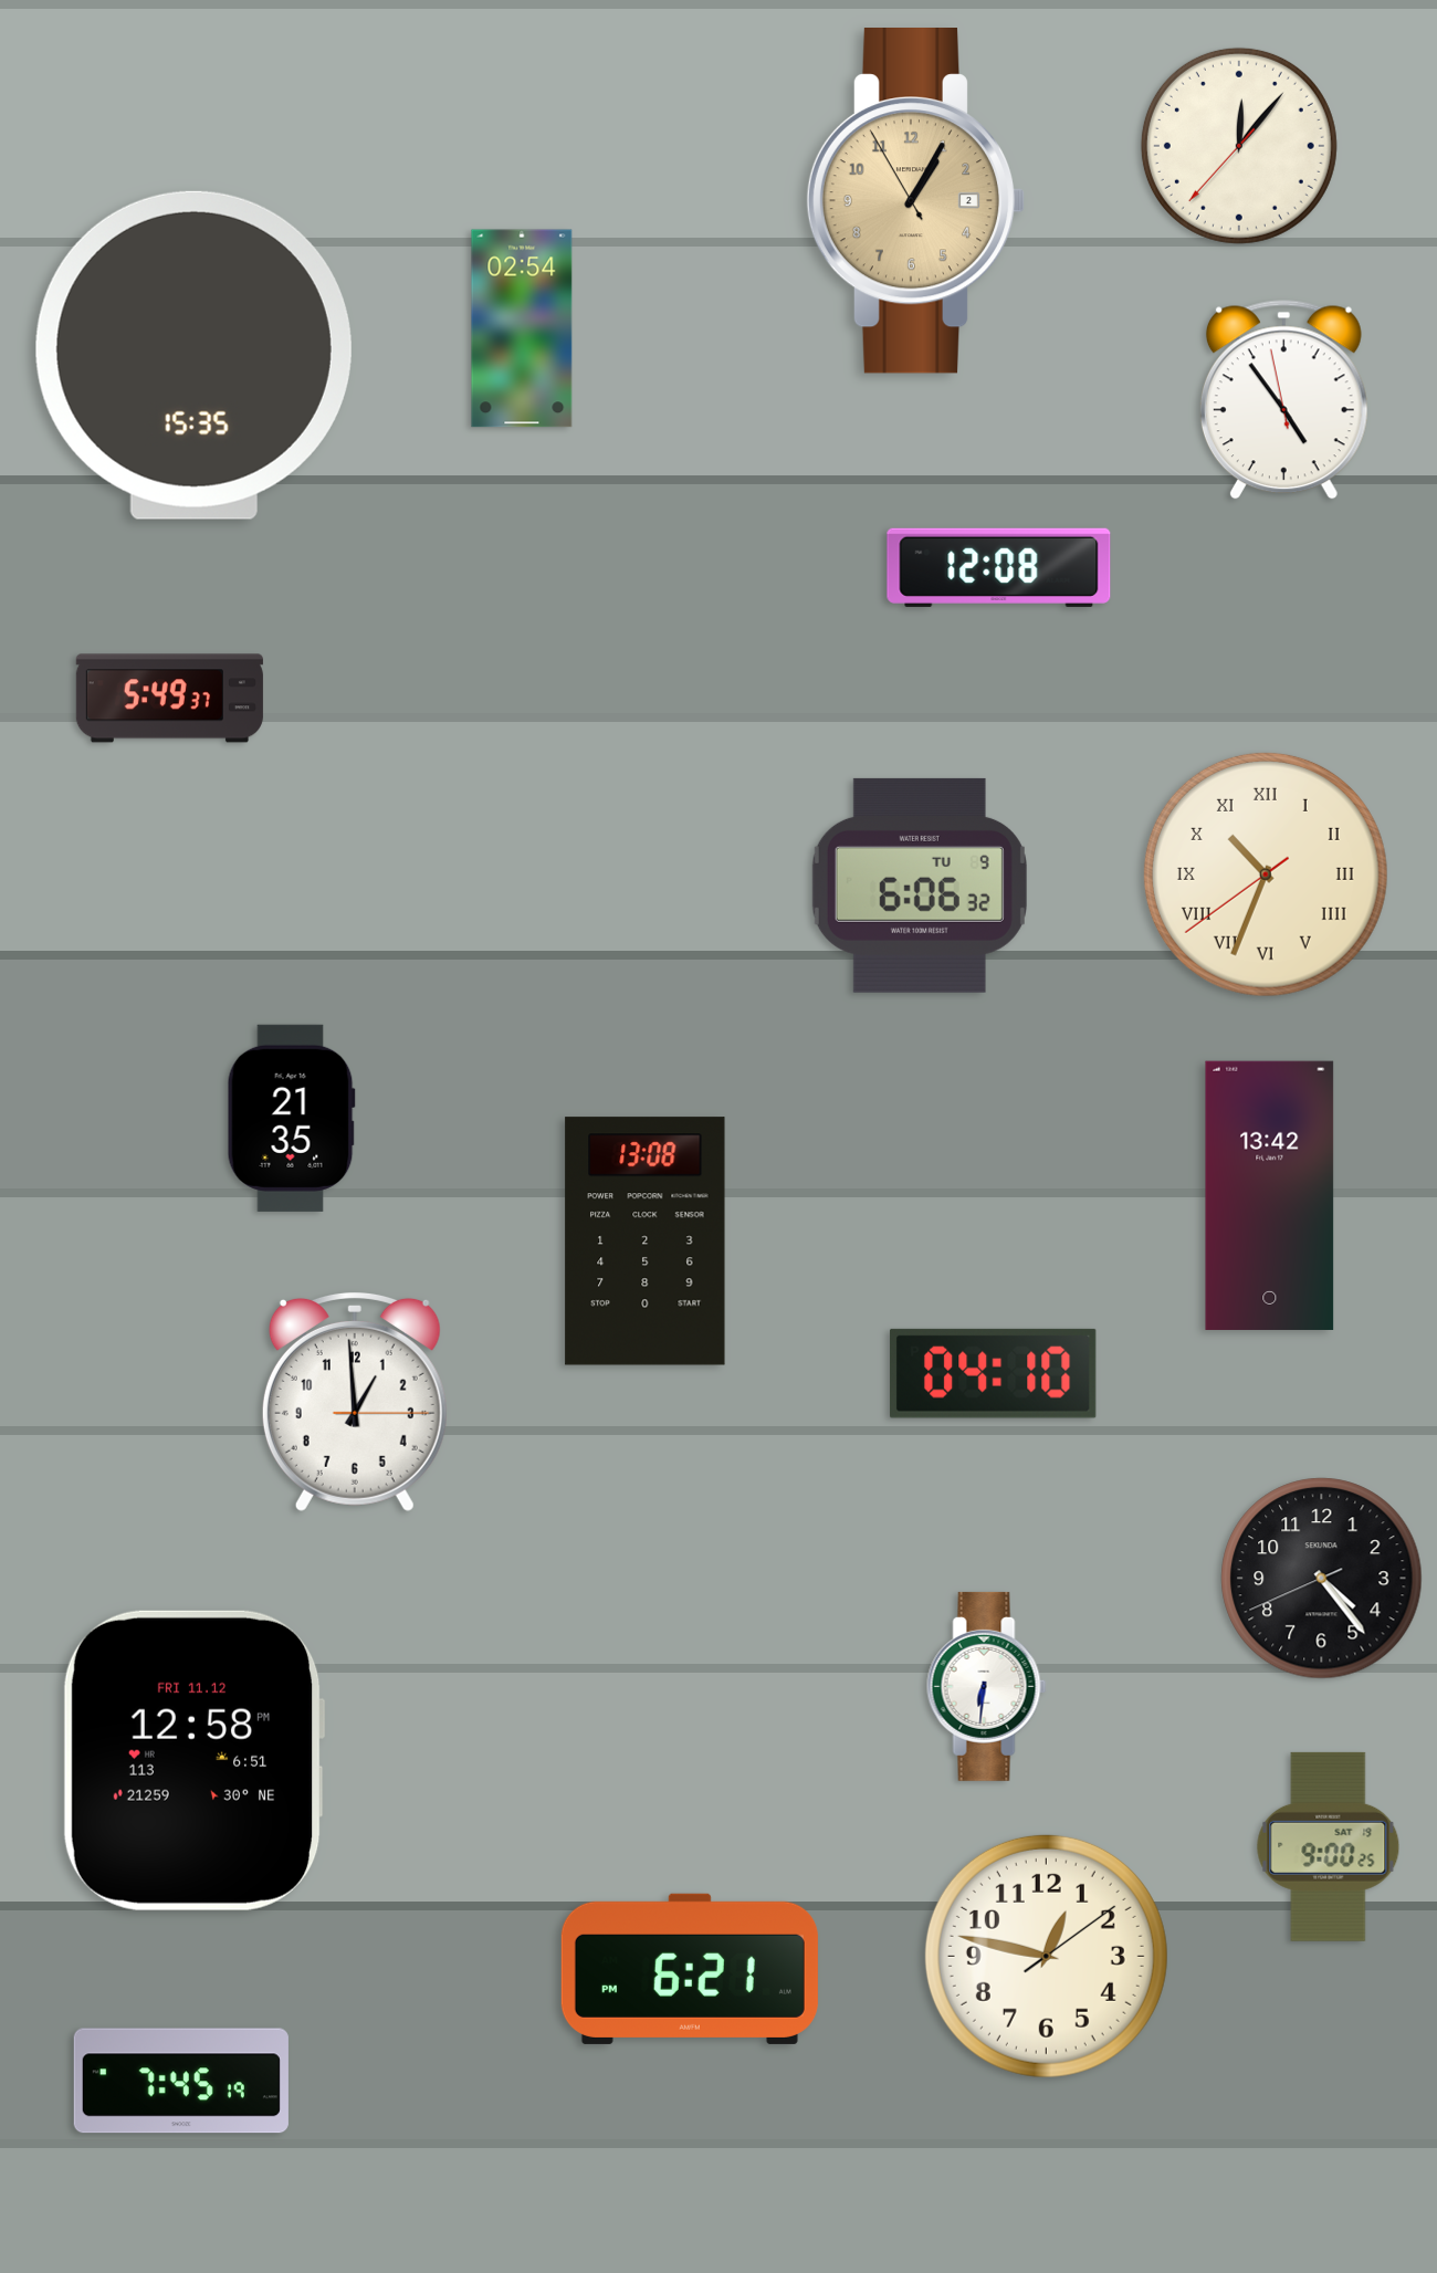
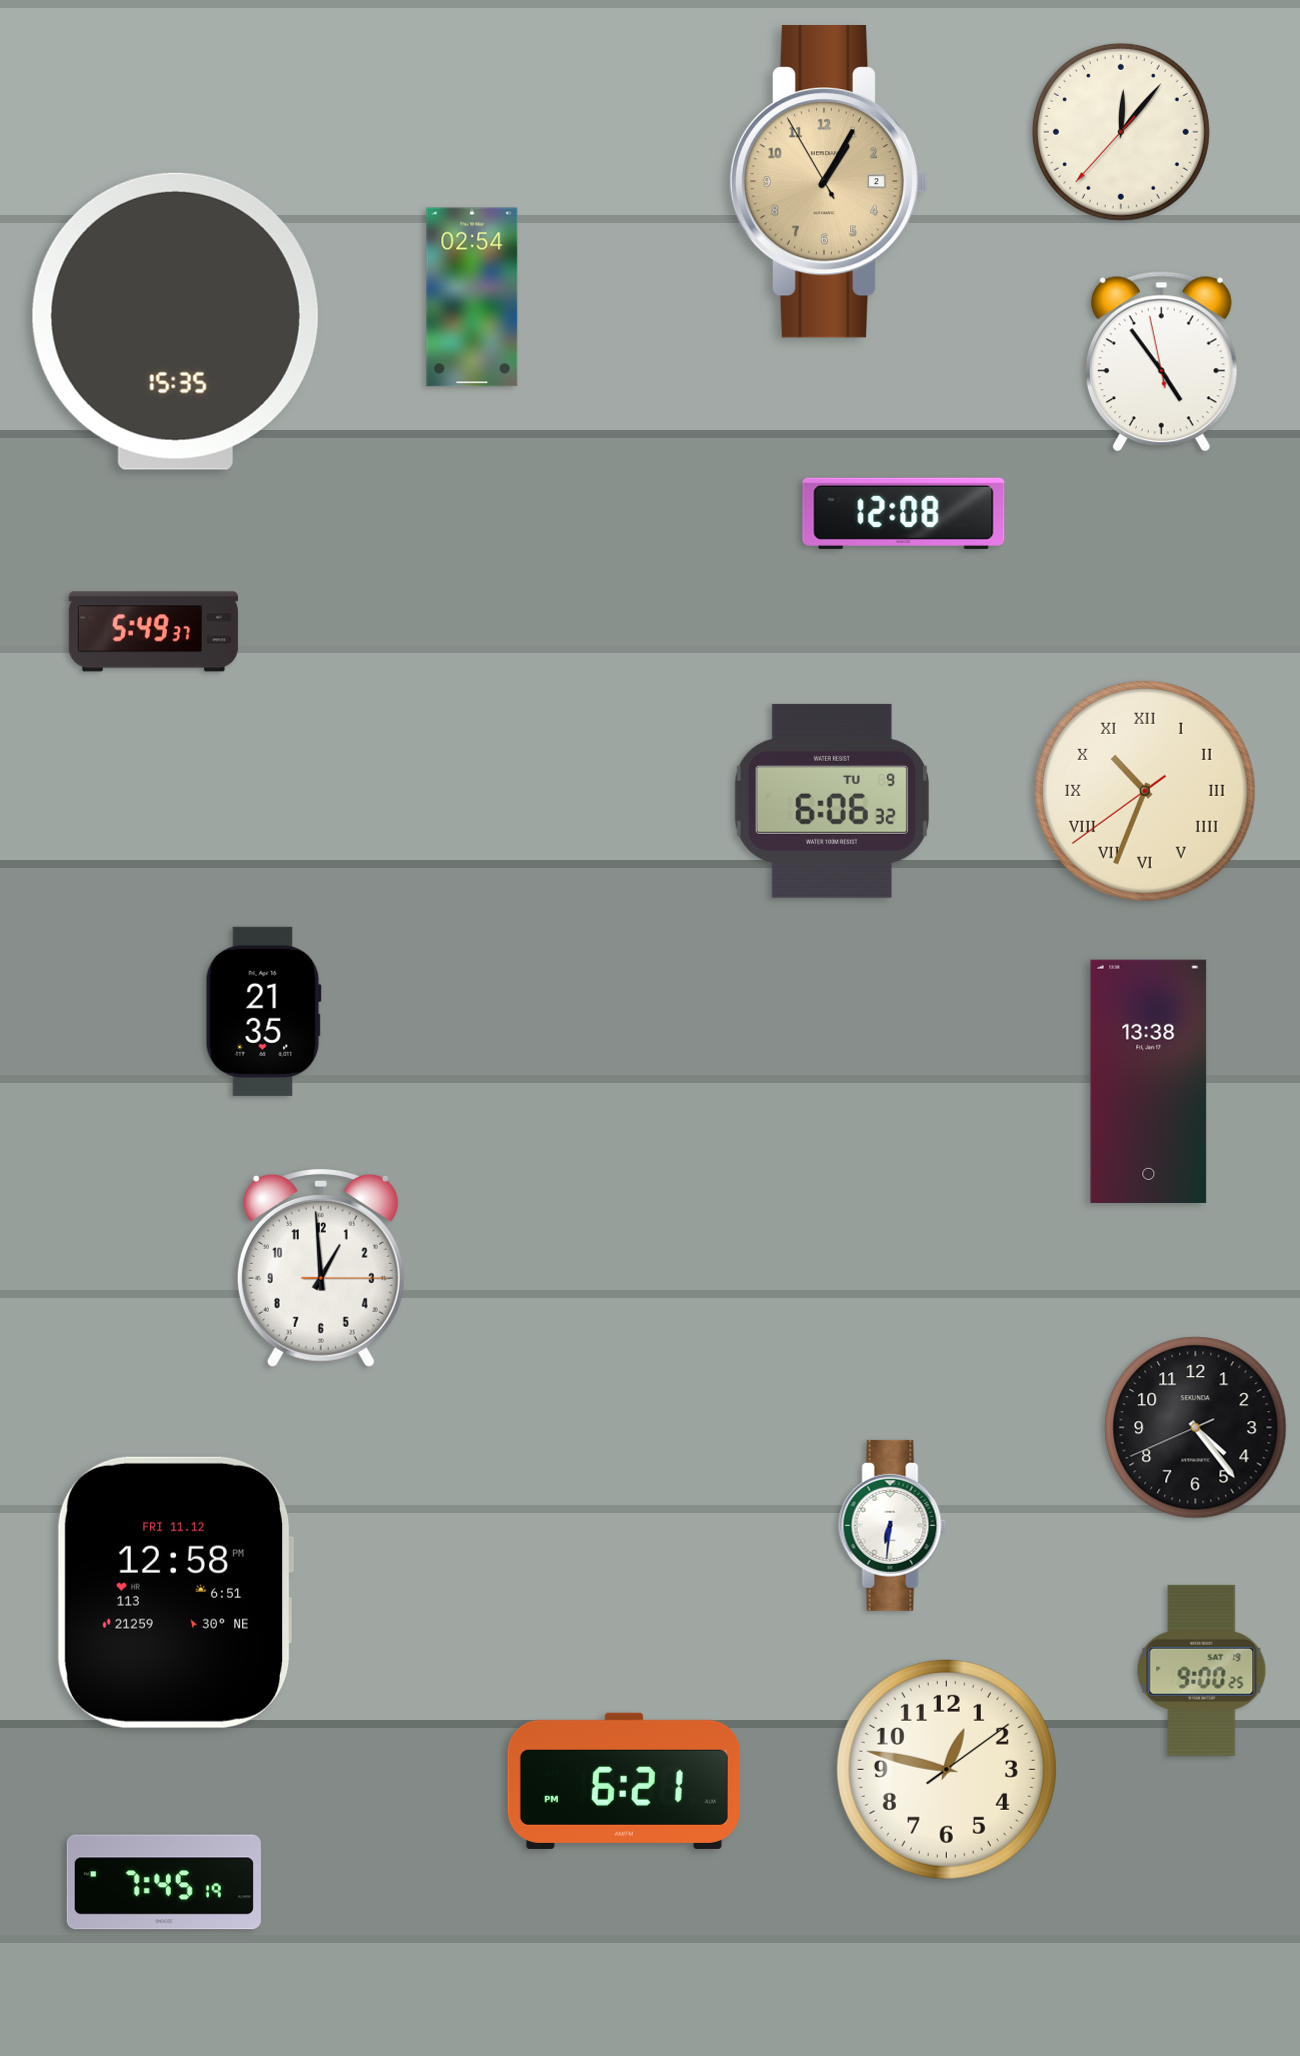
clock at (1270, 1195): 13:42 -> 13:38
clock at (646, 1242): 13:08 -> none
clock at (993, 1373): 04:10 -> none
